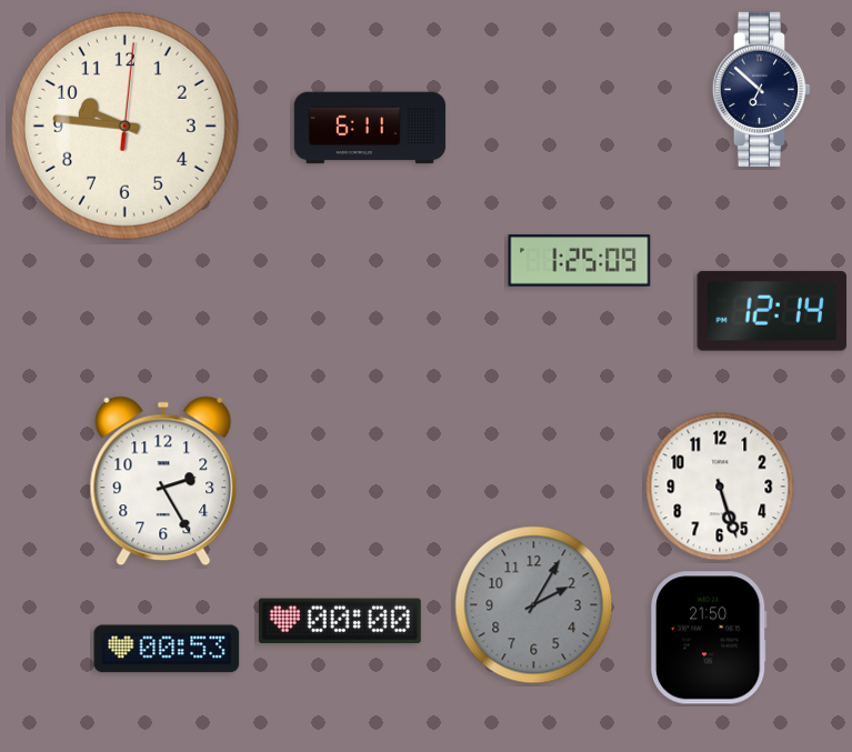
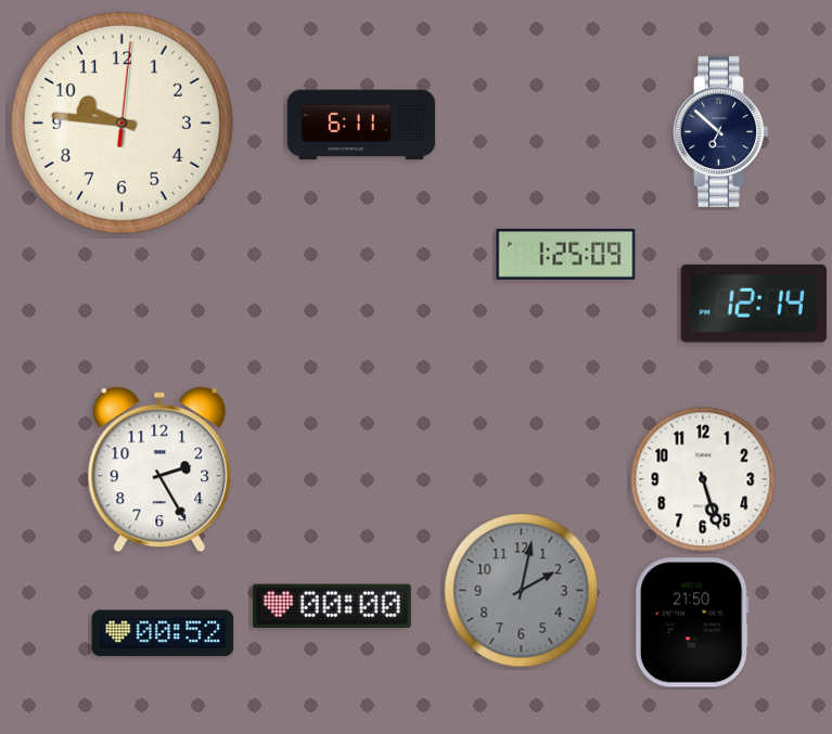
clock at (762, 89) position: (762, 89) -> (721, 131)
clock at (720, 487) position: (720, 487) -> (703, 479)
clock at (534, 605): 2:05 -> 2:02
clock at (167, 649): 00:53 -> 00:52
